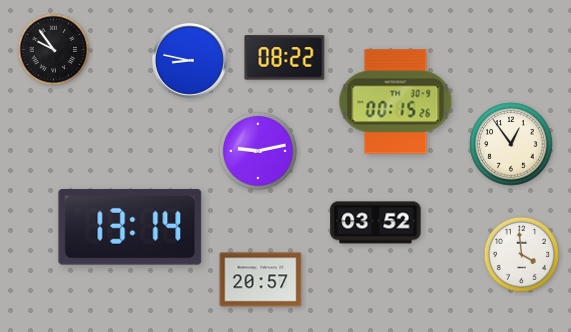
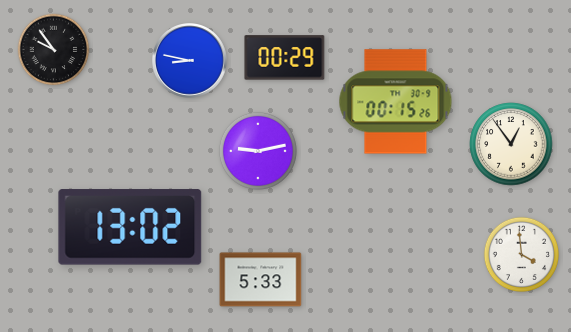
clock at (285, 58): 08:22 -> 00:29
clock at (376, 223): 03:52 -> none
clock at (130, 227): 13:14 -> 13:02
clock at (261, 280): 20:57 -> 5:33
